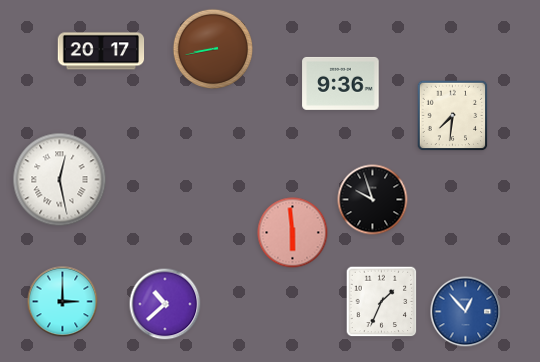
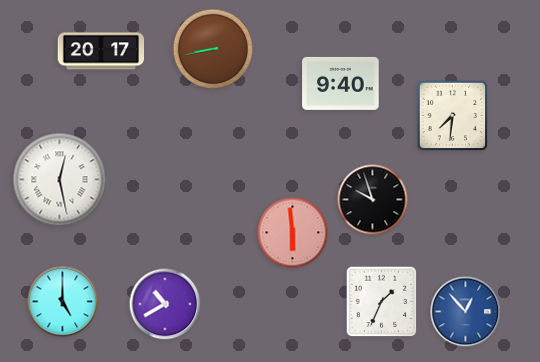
clock at (341, 83): 9:36 -> 9:40
clock at (63, 302): 3:00 -> 5:00
clock at (165, 304): 10:38 -> 10:40
